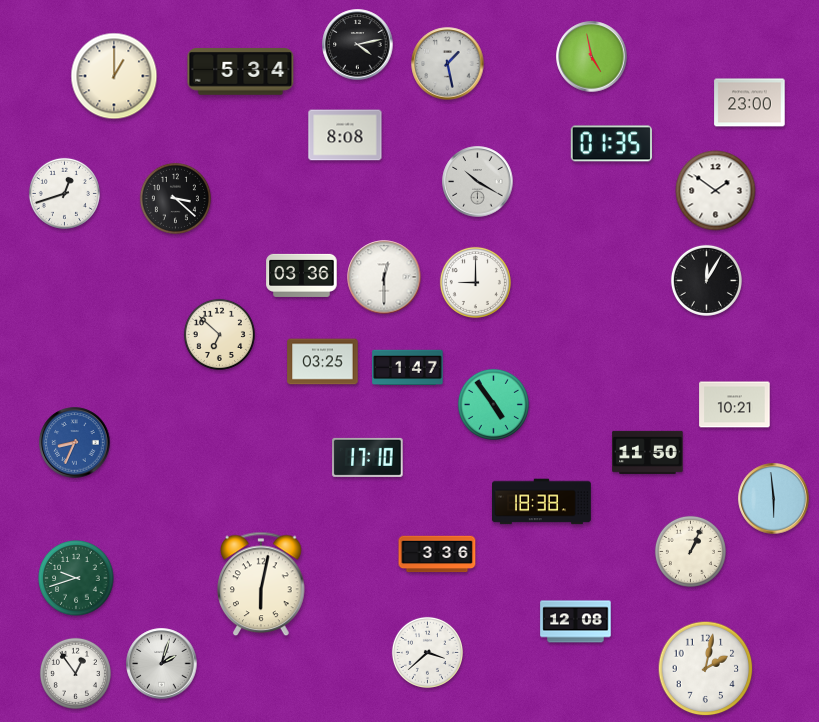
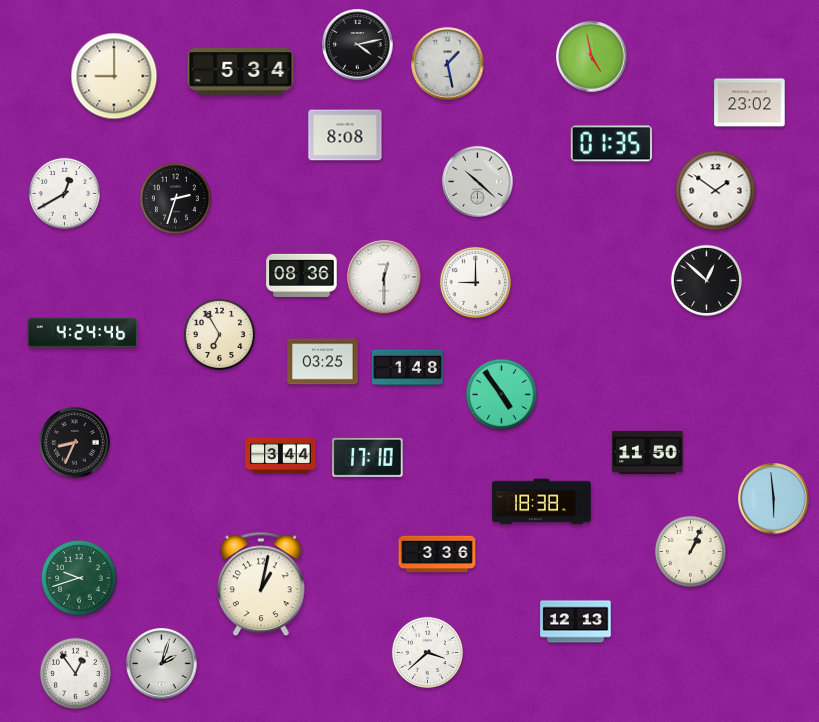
clock at (114, 76): 1:00 -> 9:00
clock at (750, 103): 23:00 -> 23:02
clock at (478, 182): 10:20 -> 10:22
clock at (64, 193): 12:42 -> 12:40
clock at (175, 198): 3:22 -> 2:33
clock at (302, 275): 03:36 -> 08:36
clock at (706, 280): 12:05 -> 12:52
clock at (83, 332): none -> 4:24
clock at (219, 334): 6:52 -> 6:55
clock at (408, 368): 1:47 -> 1:48
clock at (493, 404) position: (493, 404) -> (501, 394)
clock at (735, 405): 10:21 -> none
clock at (75, 443) dial: blue -> black
clock at (281, 455): none -> 3:44
clock at (76, 578) position: (76, 578) -> (79, 578)
clock at (261, 584): 6:02 -> 1:02
clock at (576, 622): 12:08 -> 12:13
clock at (706, 669): 2:02 -> none
